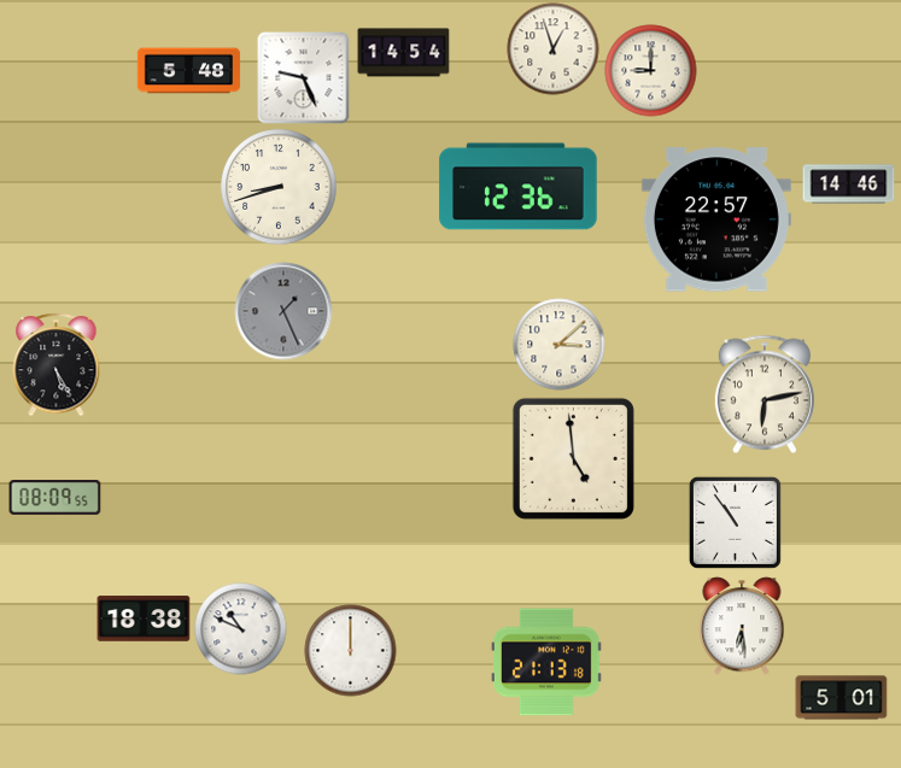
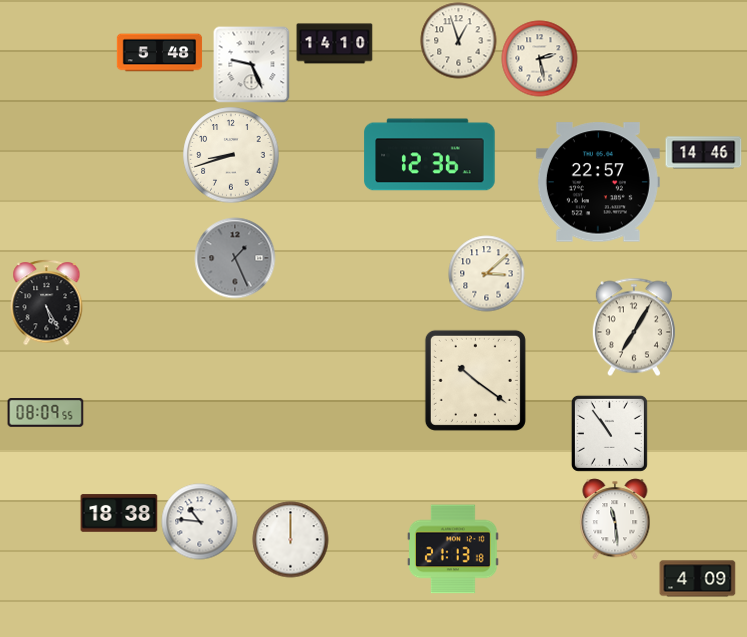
clock at (404, 53): 14:54 -> 14:10
clock at (189, 71) position: (189, 71) -> (160, 53)
clock at (651, 71): 9:00 -> 2:28
clock at (716, 219) position: (716, 219) -> (598, 182)
clock at (560, 345) position: (560, 345) -> (487, 274)
clock at (765, 394): 6:13 -> 7:05
clock at (573, 458): 4:59 -> 10:21
clock at (742, 626): 6:29 -> 11:29
clock at (241, 629): 10:49 -> 10:46
clock at (842, 698): 5:01 -> 4:09
